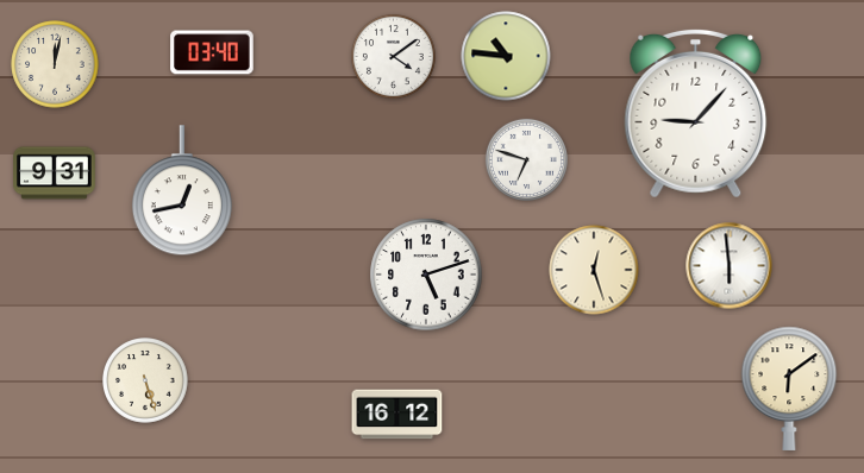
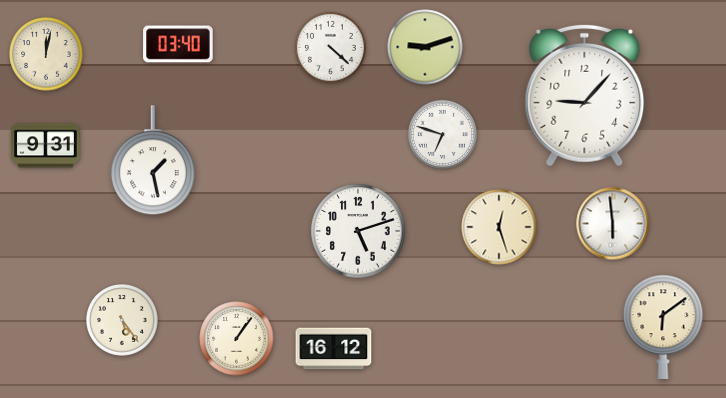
clock at (393, 56): 4:09 -> 4:22
clock at (506, 56): 10:46 -> 9:12
clock at (182, 191): 12:43 -> 1:28
clock at (146, 381): 5:27 -> 5:24
clock at (237, 339): none -> 1:06
